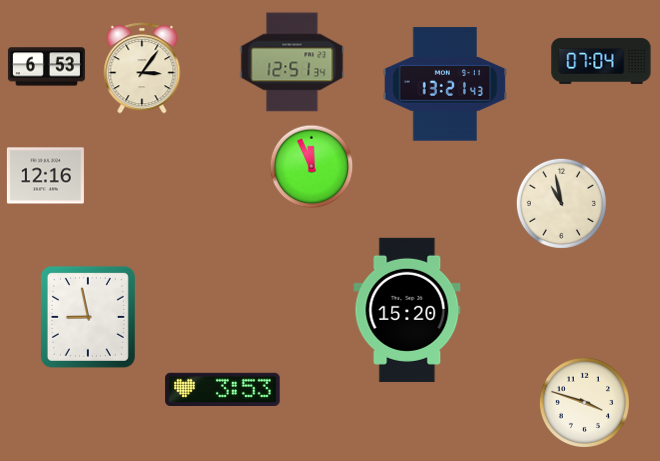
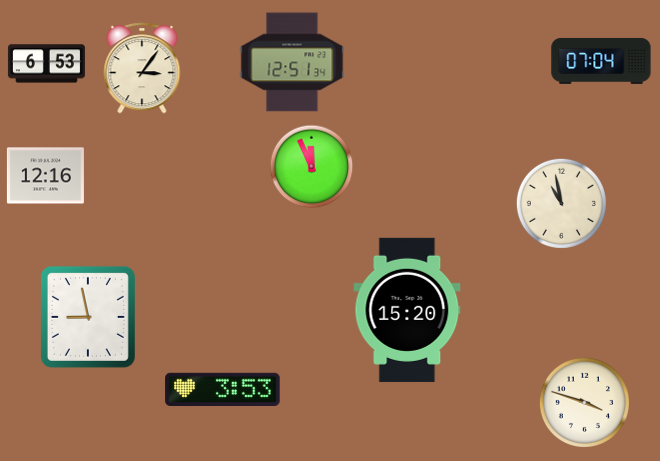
clock at (46, 67) position: (46, 67) -> (46, 64)
clock at (445, 84): 13:21 -> none
